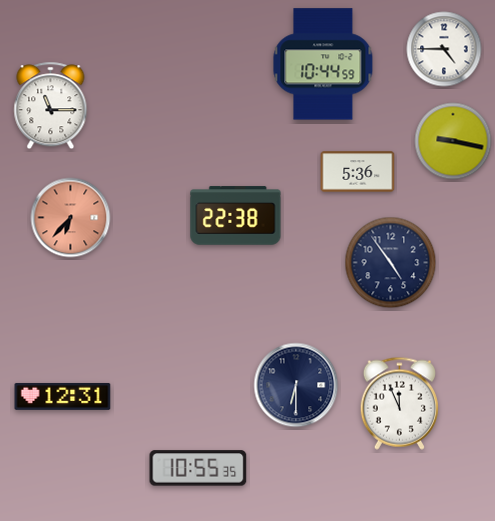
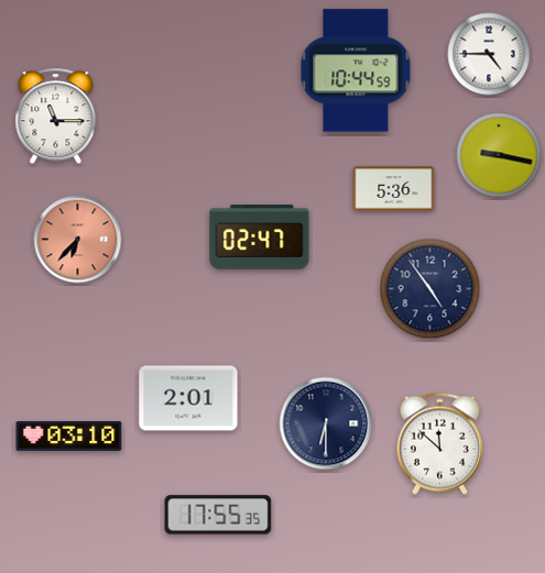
clock at (236, 216): 22:38 -> 02:47
clock at (188, 398): none -> 2:01
clock at (63, 396): 12:31 -> 03:10
clock at (399, 403): 11:56 -> 11:52
clock at (198, 468): 10:55 -> 17:55
